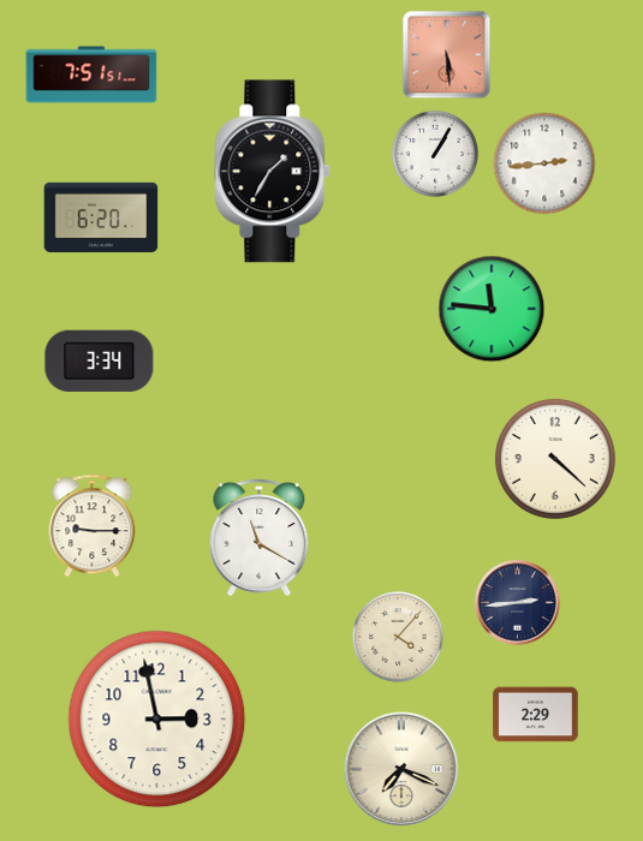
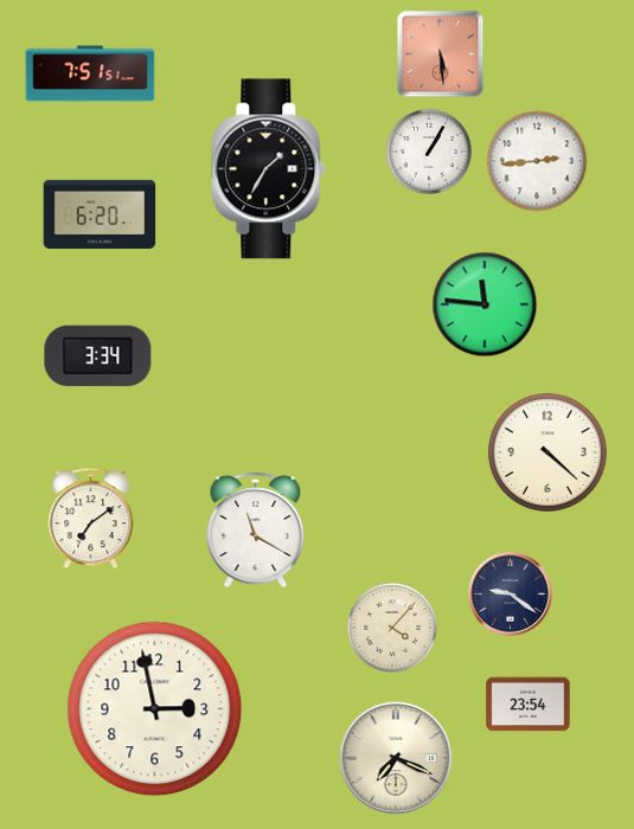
clock at (93, 526): 9:15 -> 7:09
clock at (518, 603): 2:44 -> 9:21
clock at (536, 715): 2:29 -> 23:54
